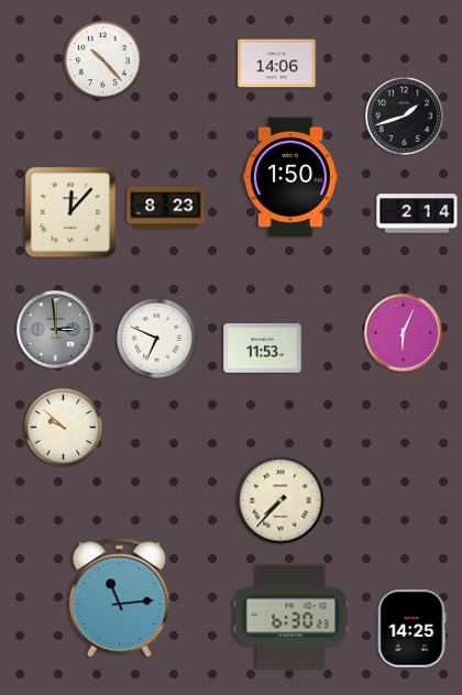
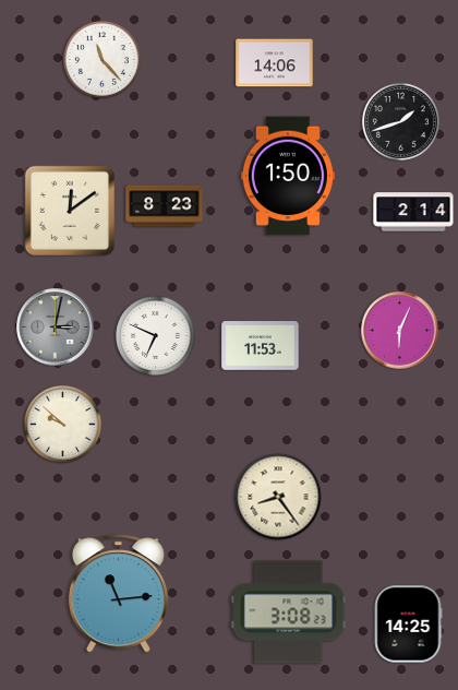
clock at (102, 59): 10:23 -> 11:23
clock at (404, 115) position: (404, 115) -> (400, 121)
clock at (70, 212): 12:07 -> 12:09
clock at (56, 330): 2:59 -> 3:02
clock at (280, 500): 7:37 -> 8:24
clock at (291, 617): 6:30 -> 3:08
